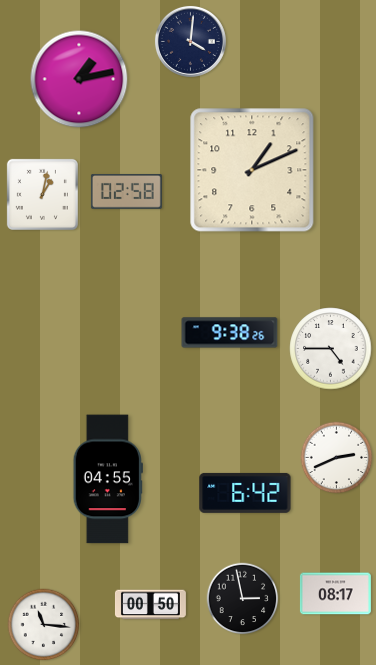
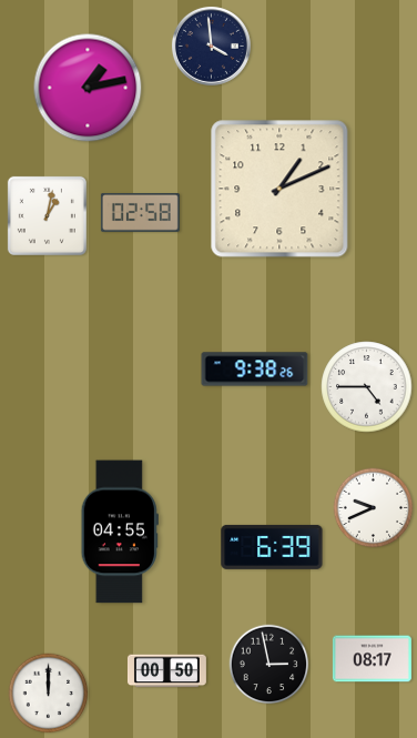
clock at (190, 41): 4:01 -> 3:59
clock at (337, 458): 2:41 -> 9:41
clock at (245, 493): 6:42 -> 6:39
clock at (44, 625): 11:16 -> 12:00
